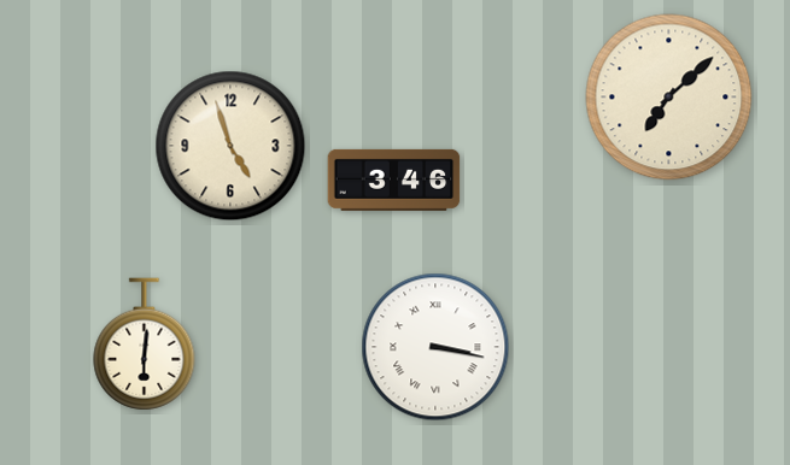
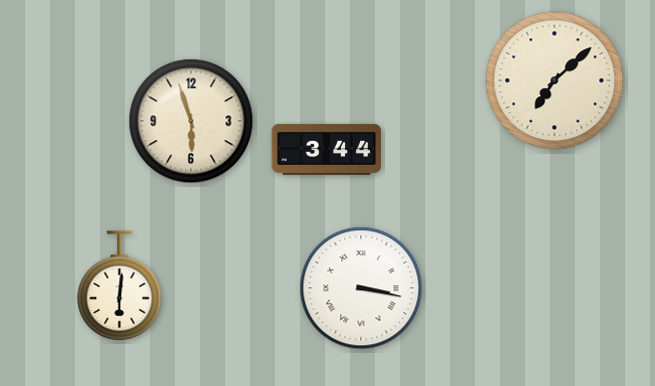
clock at (230, 146): 4:57 -> 5:57
clock at (394, 179): 3:46 -> 3:44
